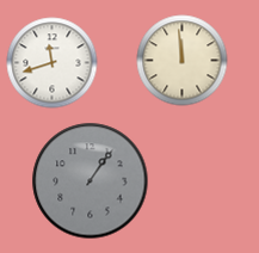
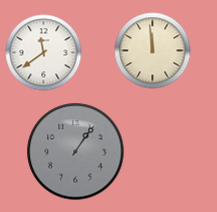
clock at (53, 63): 11:42 -> 11:39
